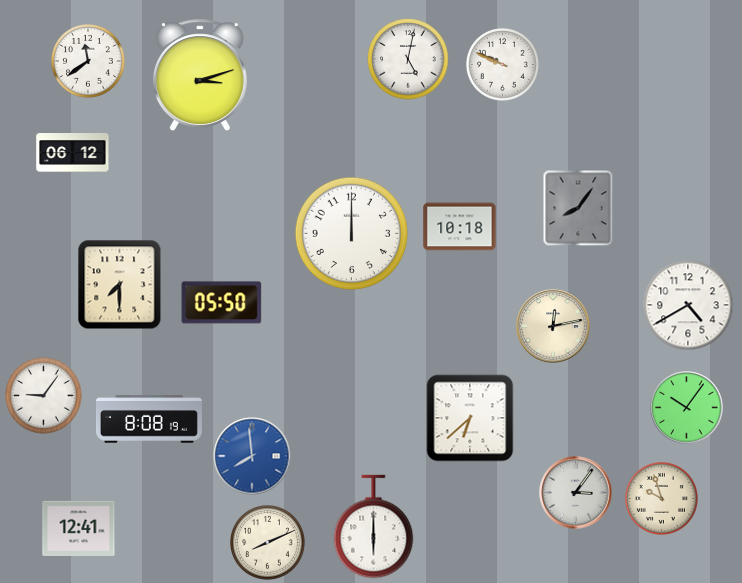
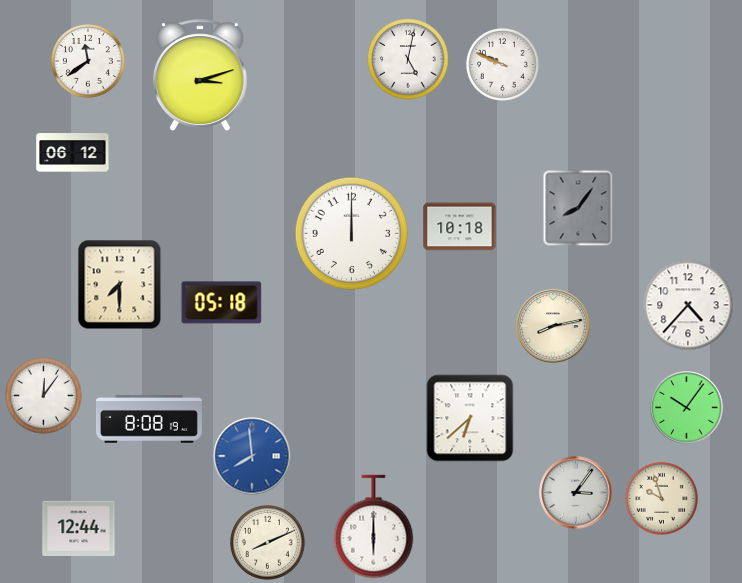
clock at (222, 303): 05:50 -> 05:18
clock at (688, 305): 4:40 -> 4:37
clock at (553, 326): 12:13 -> 8:13
clock at (44, 396): 9:06 -> 12:06
clock at (79, 528): 12:41 -> 12:44
